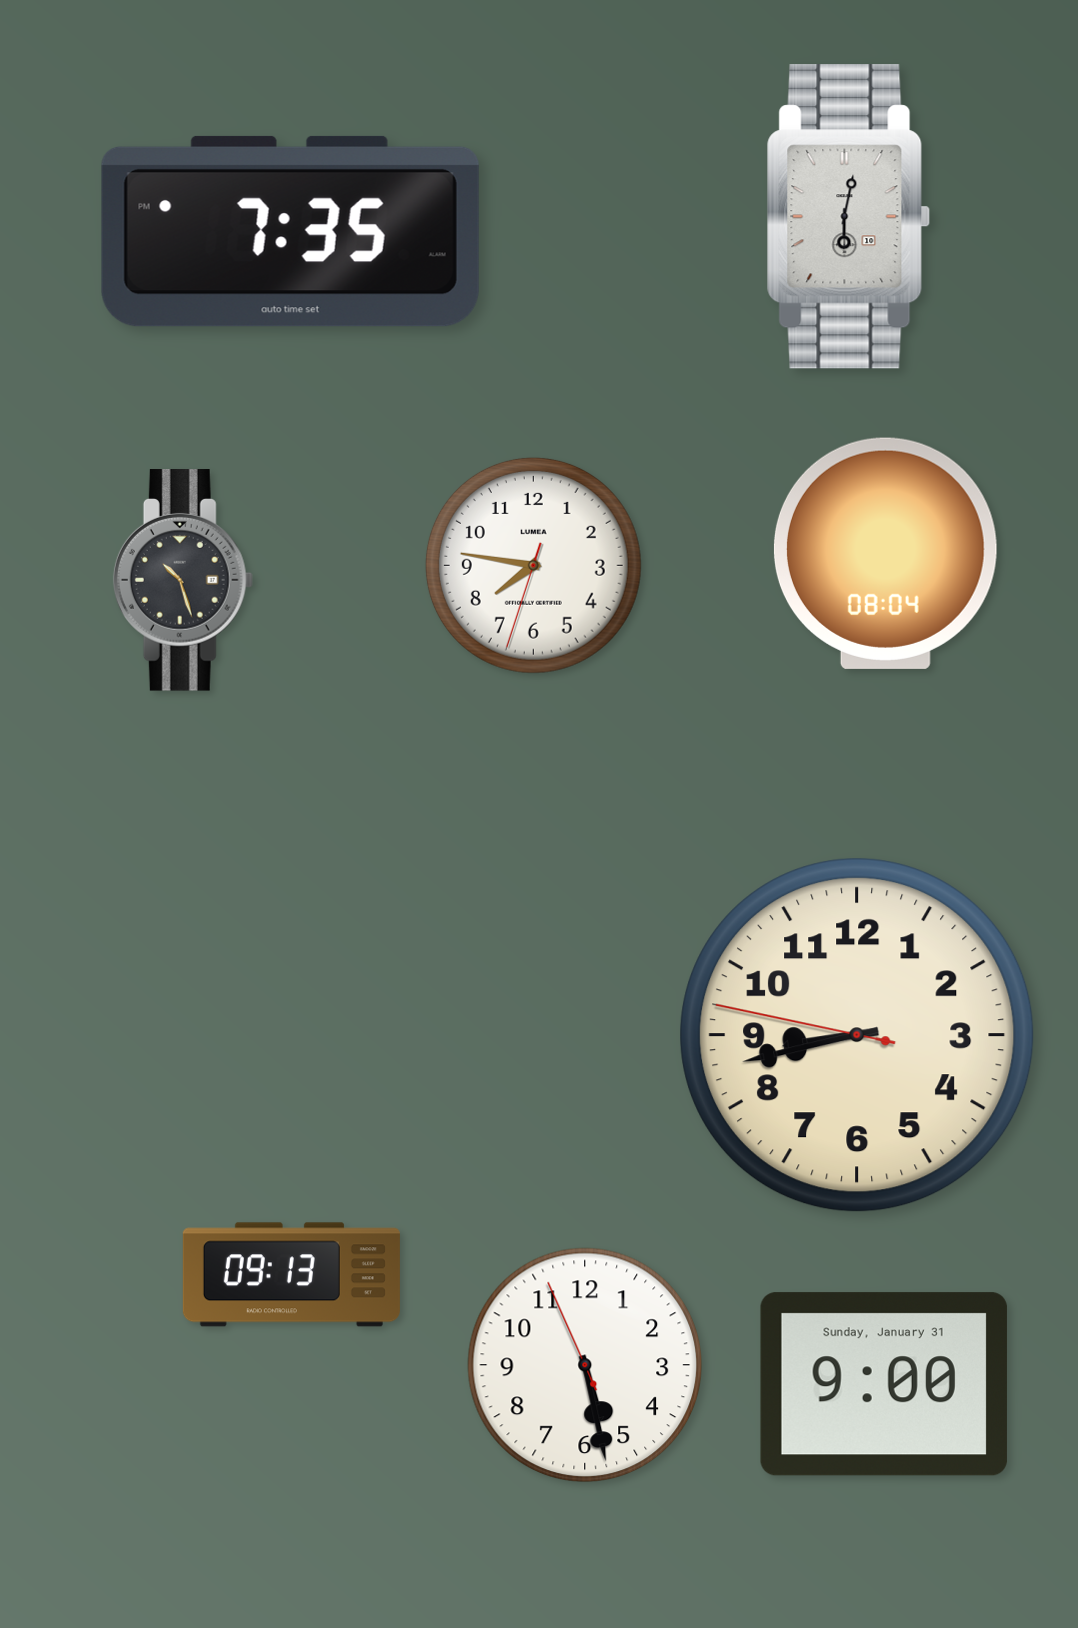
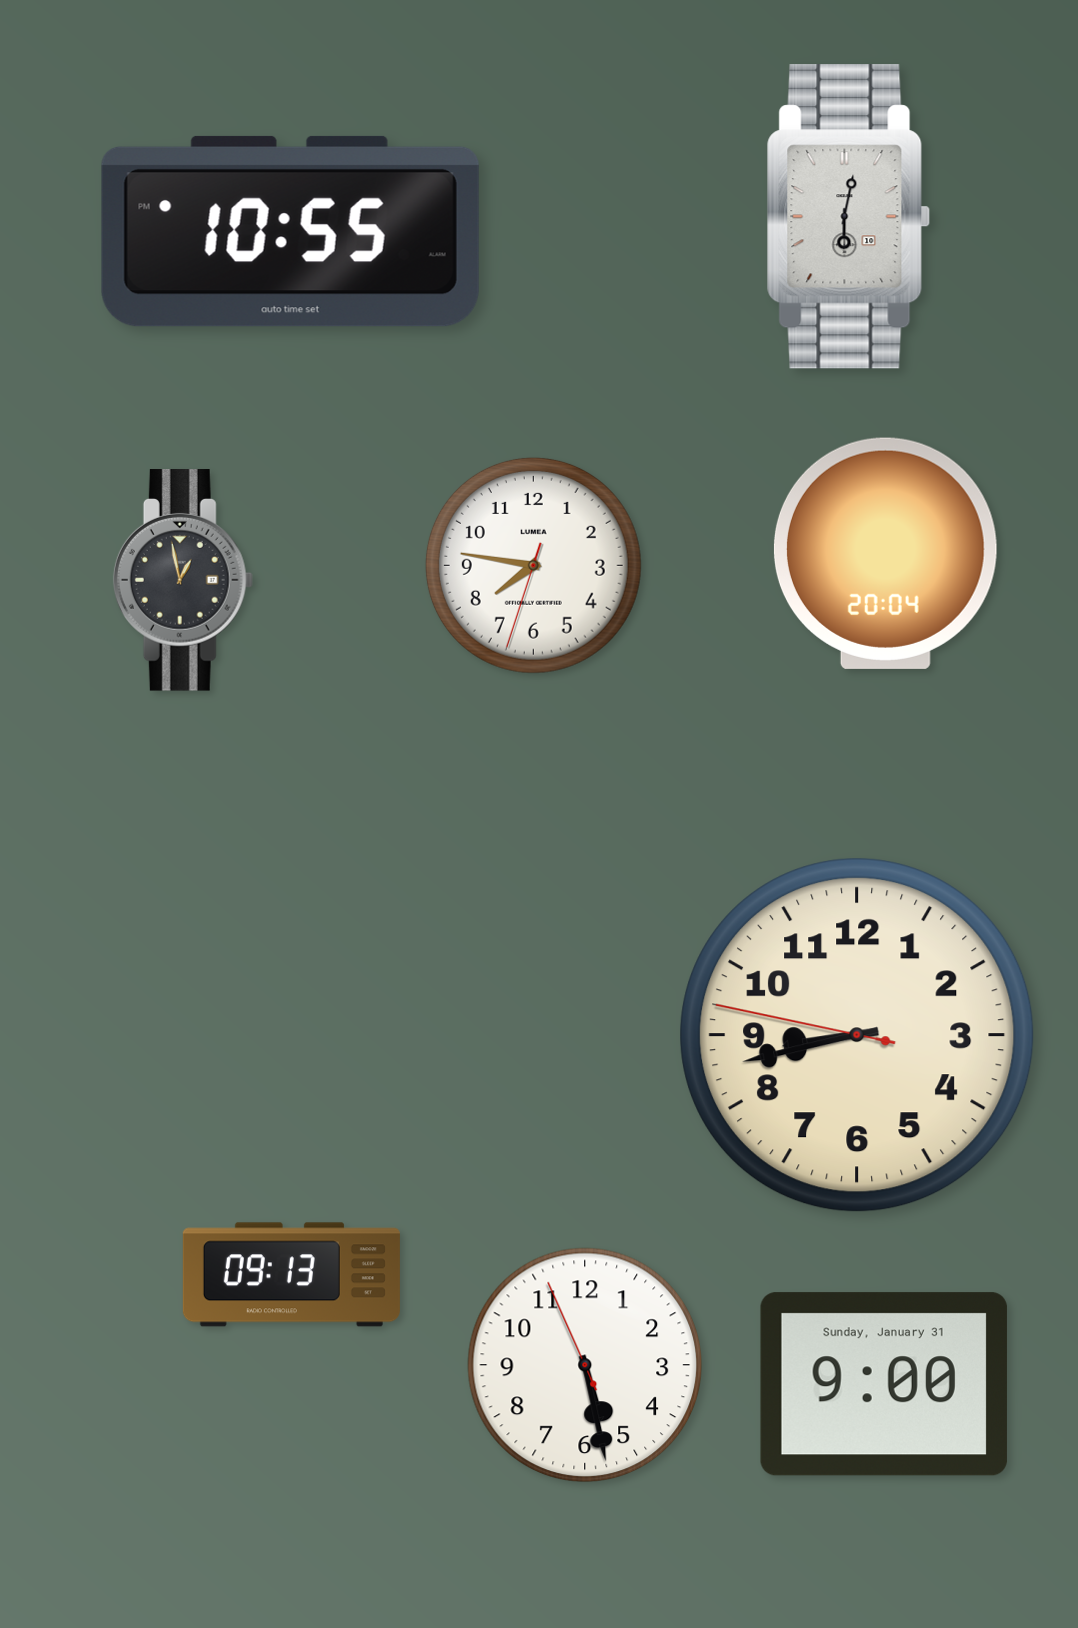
clock at (290, 231): 7:35 -> 10:55
clock at (885, 553): 08:04 -> 20:04
clock at (183, 580): 10:27 -> 12:58
